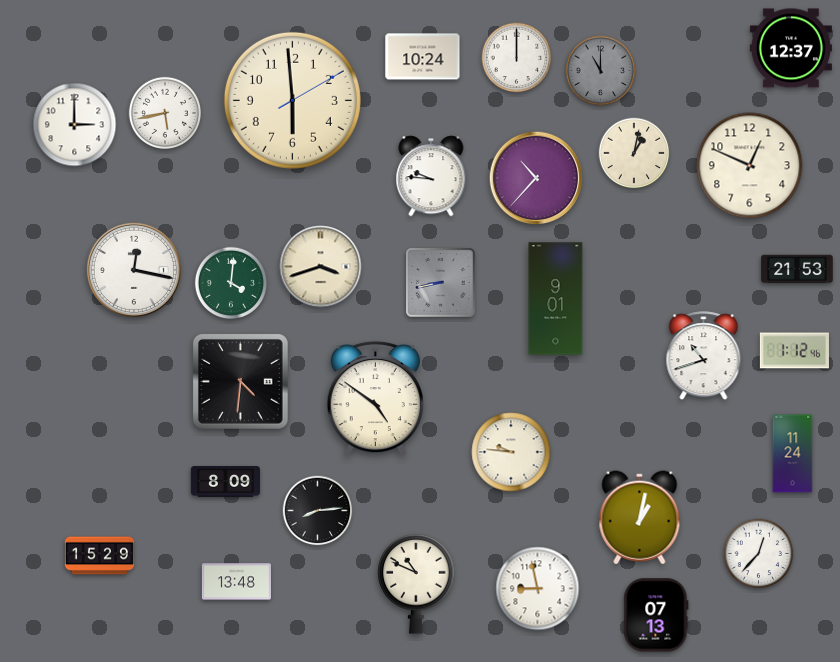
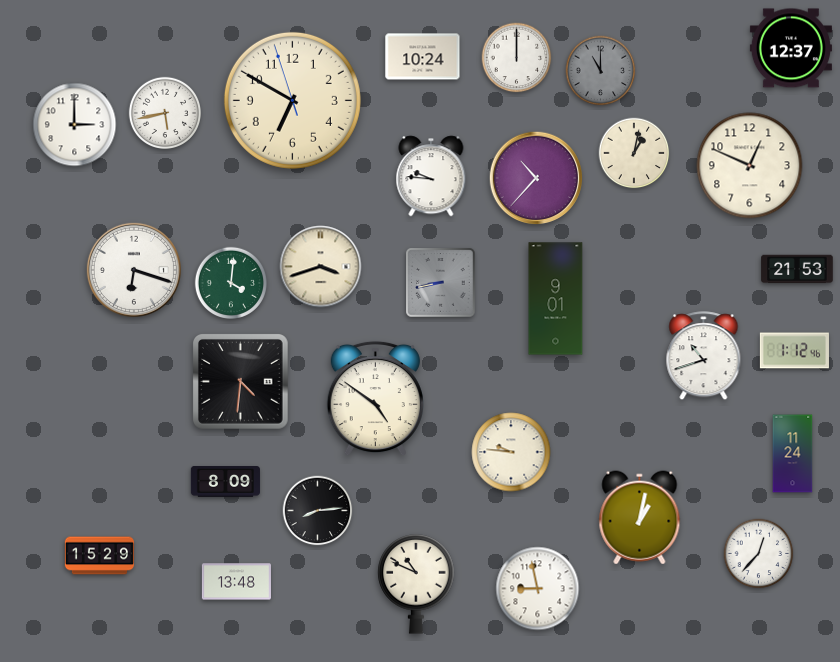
clock at (292, 100): 5:59 -> 6:49
clock at (134, 270): 12:17 -> 6:18
clock at (656, 615): 07:13 -> none
